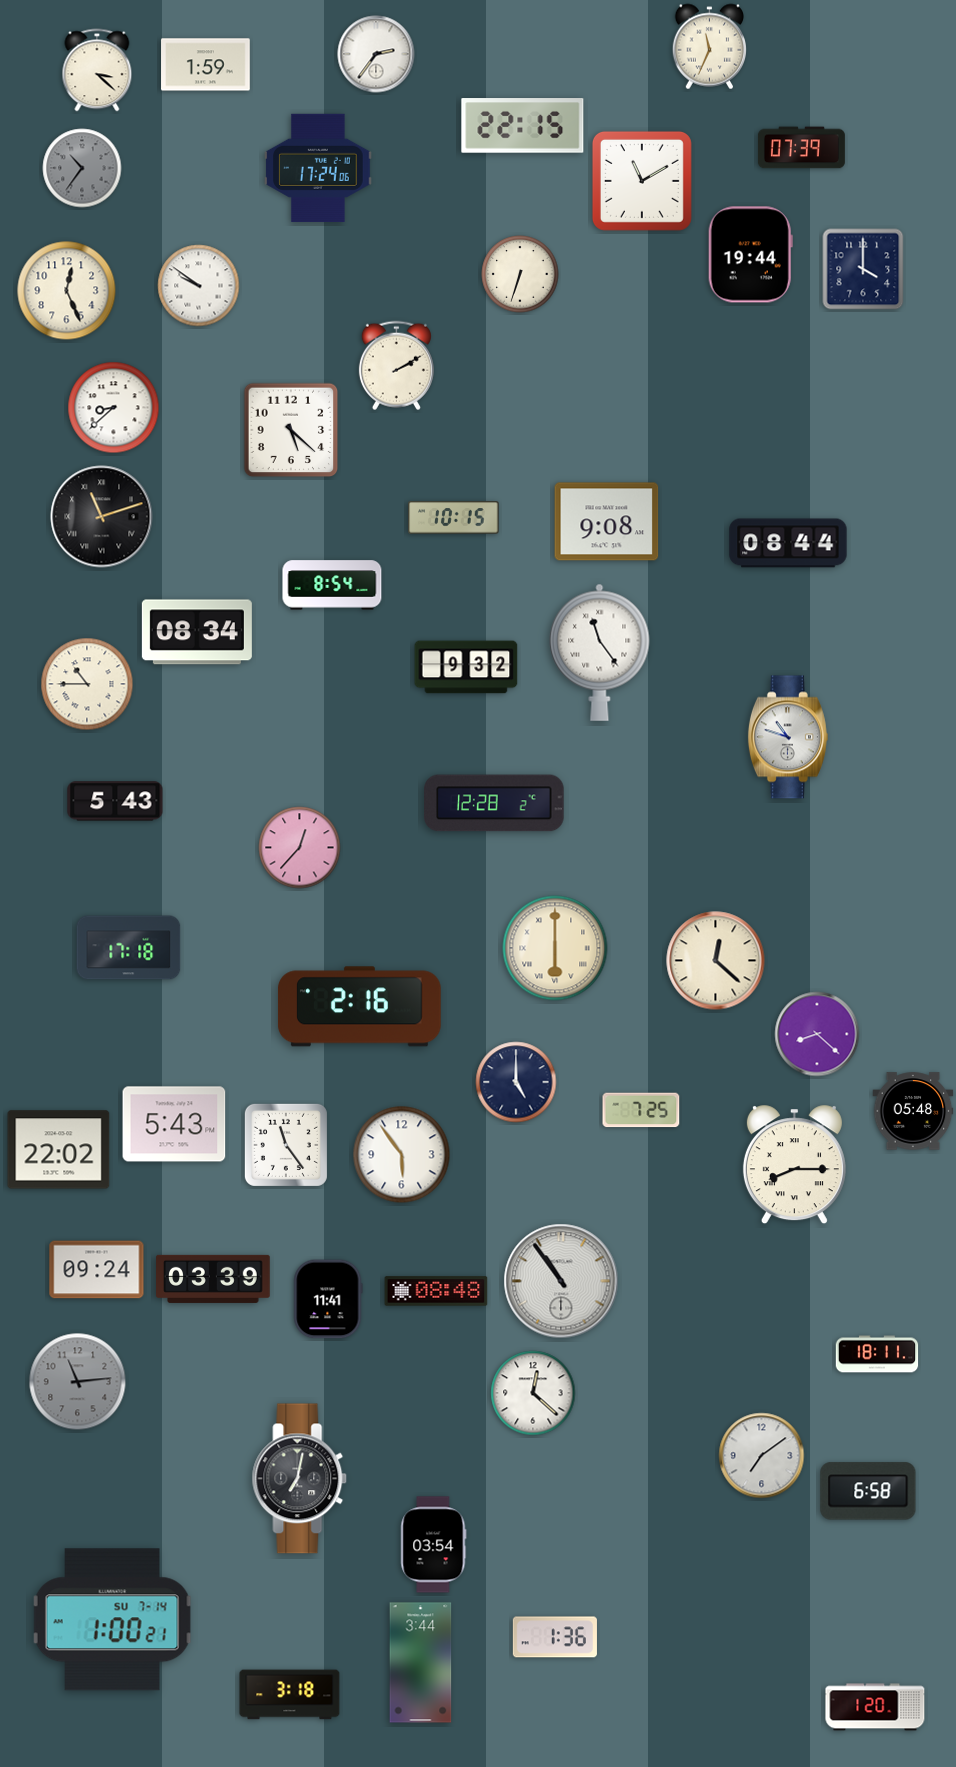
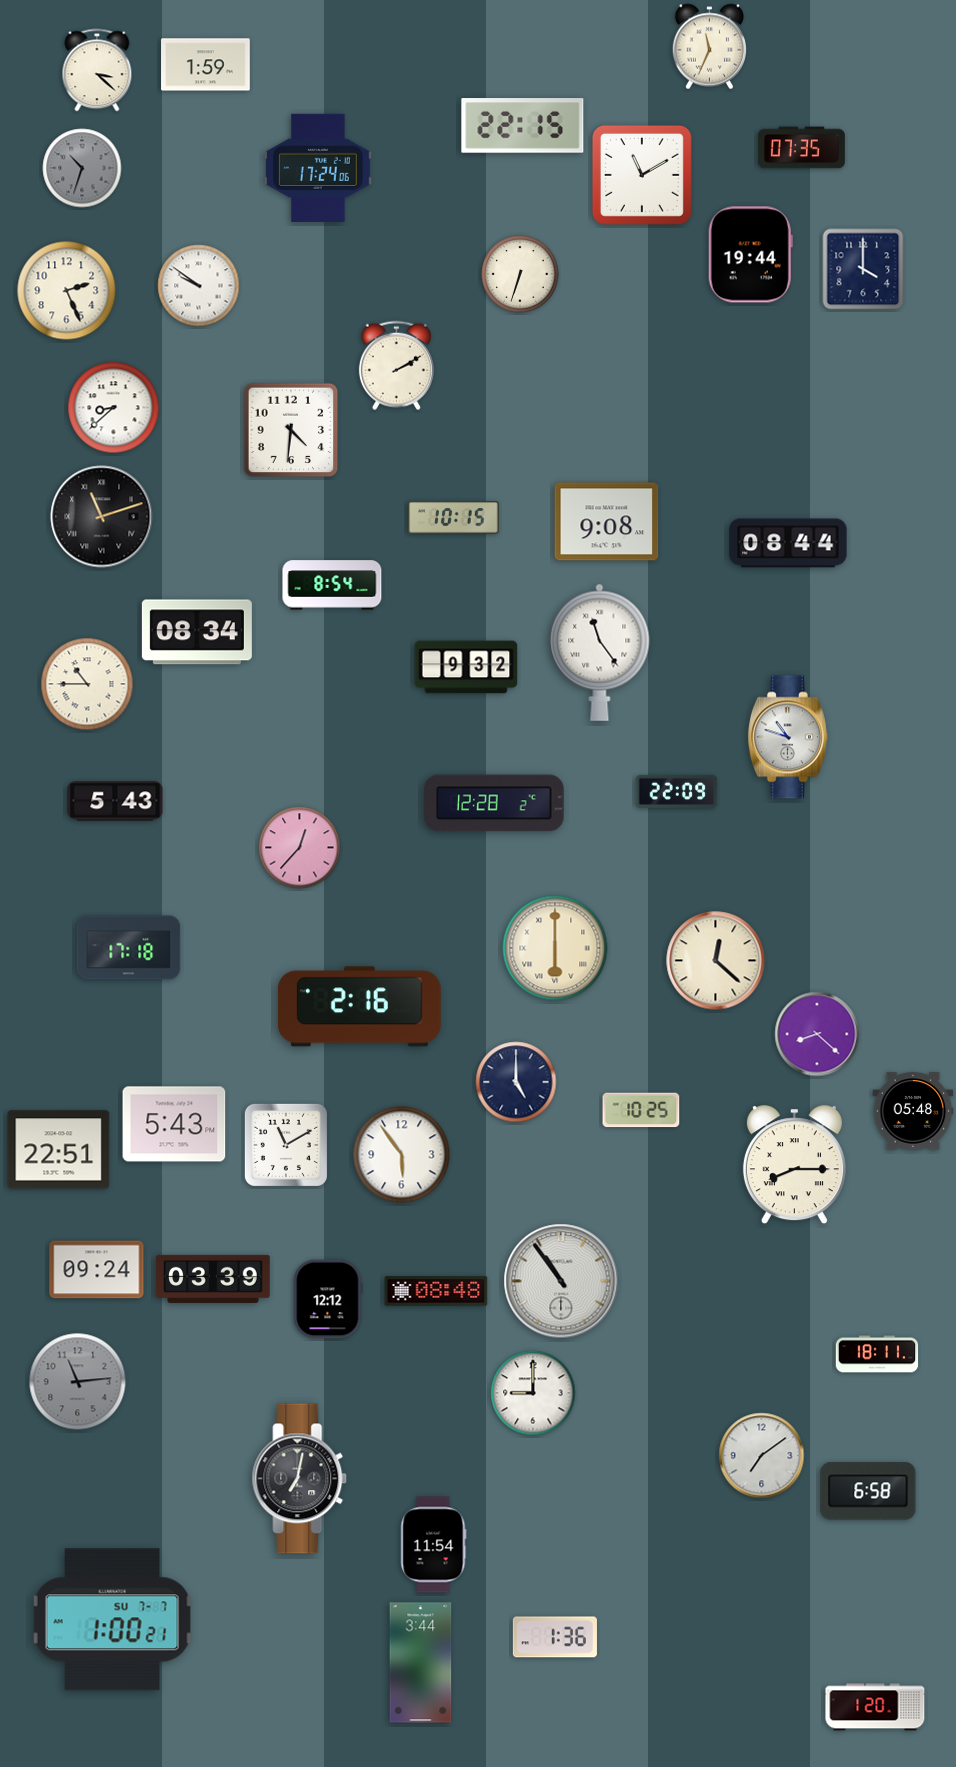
clock at (376, 54): 2:36 -> none
clock at (801, 148): 07:39 -> 07:35
clock at (82, 168): 10:36 -> 10:33
clock at (642, 181) position: (642, 181) -> (642, 175)
clock at (67, 291): 12:26 -> 2:26
clock at (291, 430): 5:22 -> 4:31
clock at (677, 791): none -> 22:09
clock at (641, 1110): 7:25 -> 10:25
clock at (286, 1145): 11:24 -> 11:10
clock at (59, 1150): 22:02 -> 22:51
clock at (328, 1299): 11:41 -> 12:12
clock at (533, 1393): 12:22 -> 9:00
clock at (434, 1545): 03:54 -> 11:54
clock at (113, 1620) date: SU 7-14 -> SU 7-7
clock at (290, 1695): 3:18 -> none
